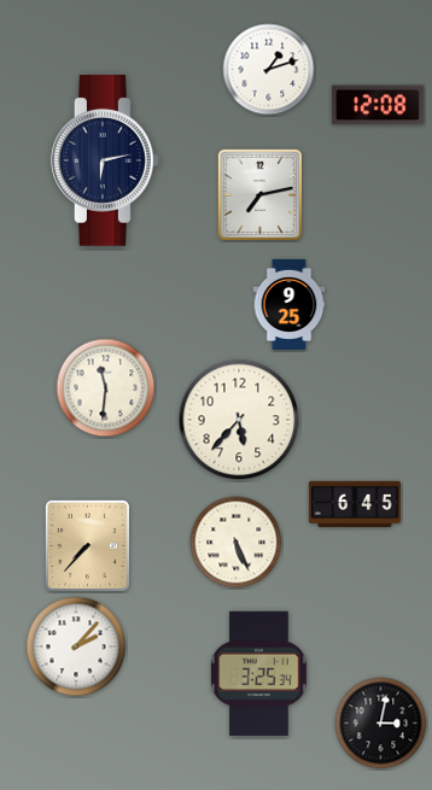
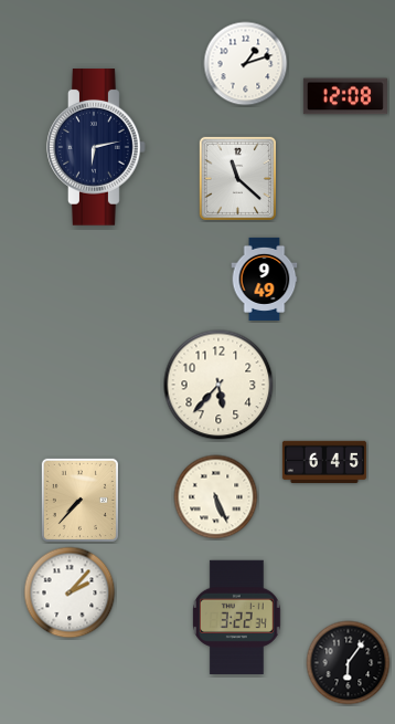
clock at (259, 194): 7:13 -> 11:22
clock at (290, 304): 9:25 -> 9:49
clock at (106, 388): 11:31 -> none
clock at (259, 673): 3:25 -> 3:22
clock at (381, 724): 3:02 -> 6:06
